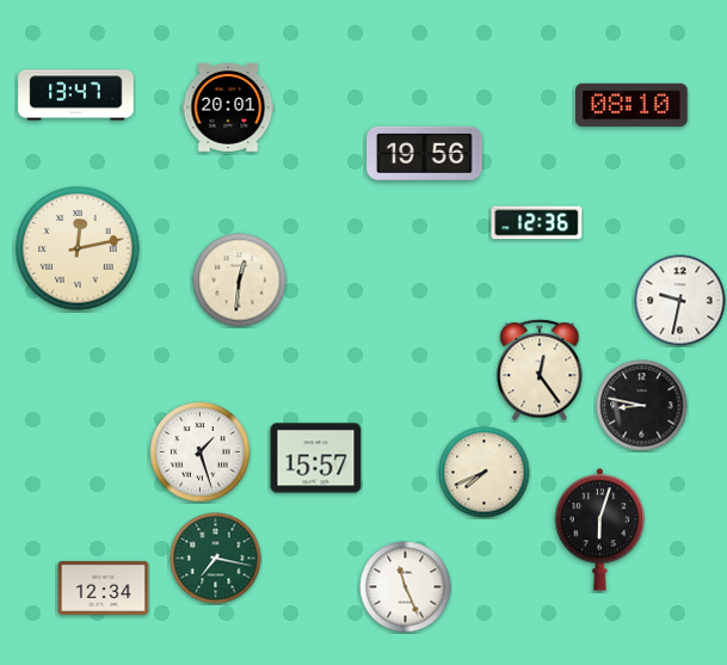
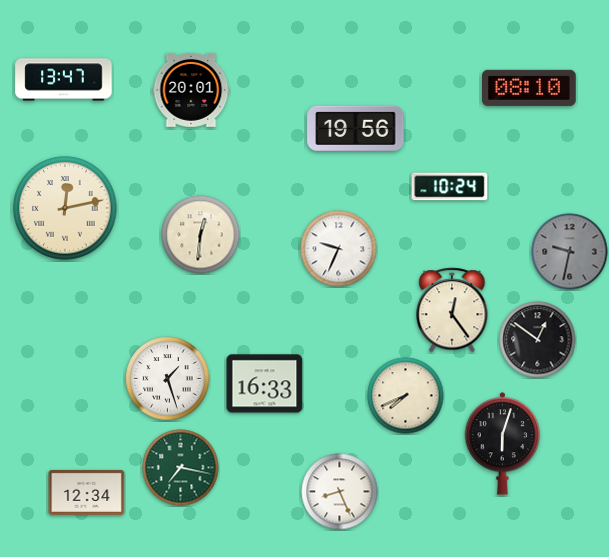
clock at (537, 223): 12:36 -> 10:24
clock at (339, 249): none -> 9:34
clock at (680, 301) dial: white -> grey
clock at (642, 406): 8:47 -> 12:51
clock at (316, 458): 15:57 -> 16:33
clock at (406, 587): 11:26 -> 8:26
